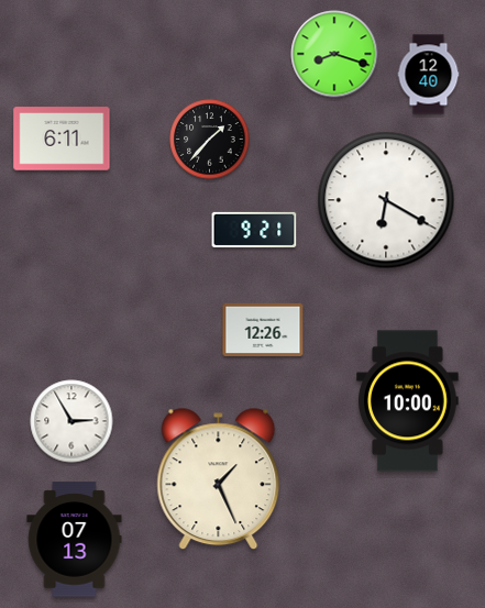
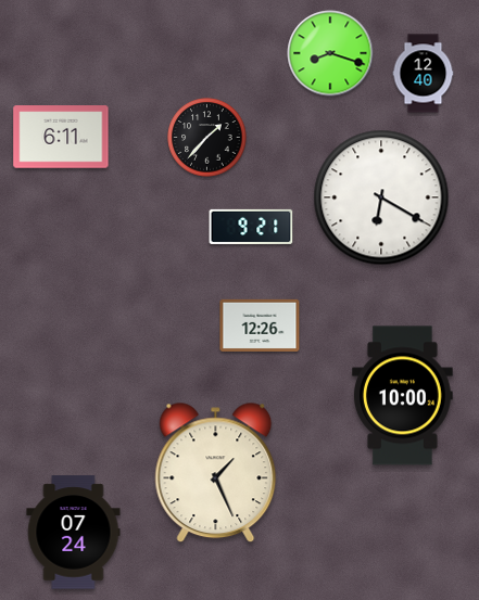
clock at (71, 421): 2:55 -> none
clock at (75, 540): 07:13 -> 07:24
